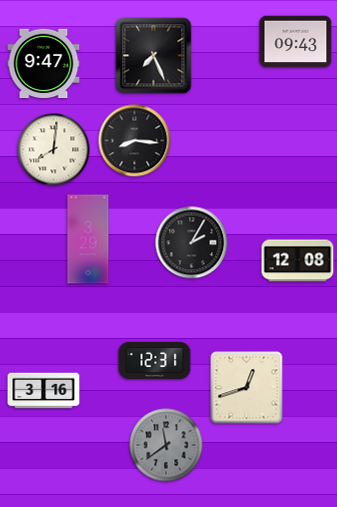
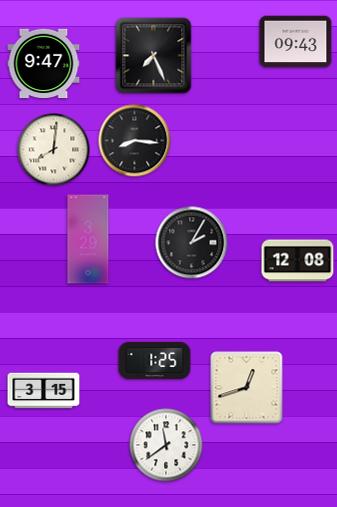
clock at (155, 360): 12:31 -> 1:25
clock at (44, 391): 3:16 -> 3:15
clock at (166, 445) dial: grey -> white
